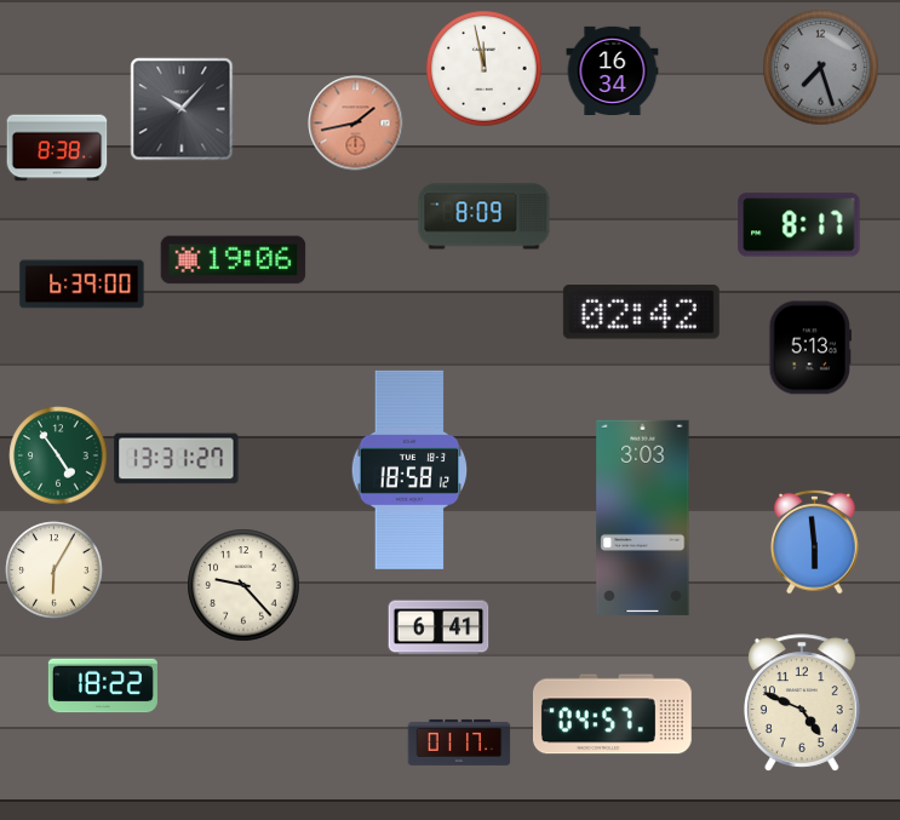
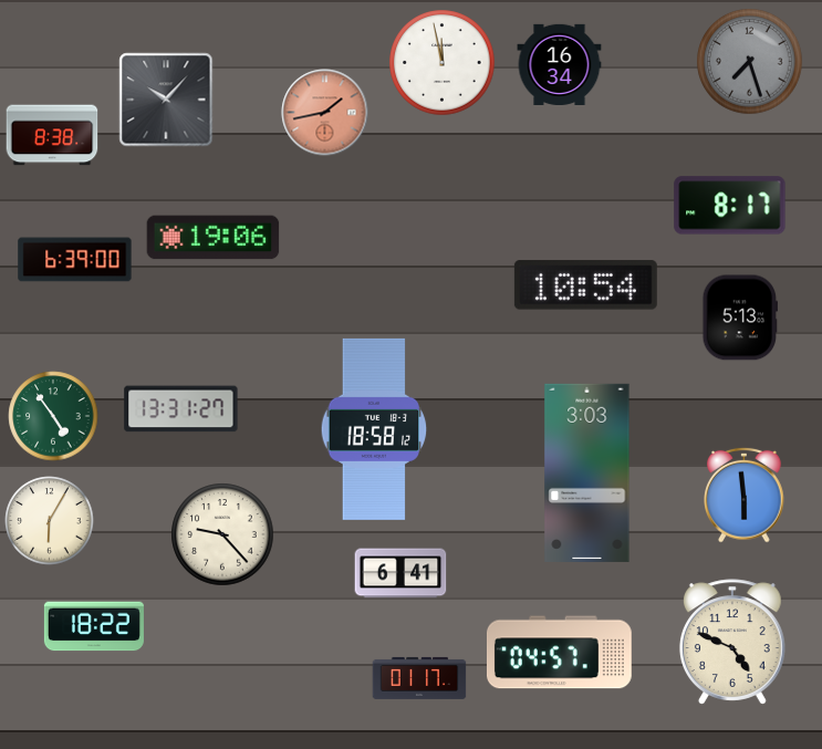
clock at (485, 217): 8:09 -> none
clock at (641, 312): 02:42 -> 10:54
clock at (177, 459) position: (177, 459) -> (181, 409)
